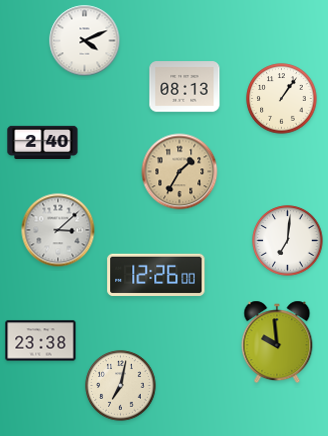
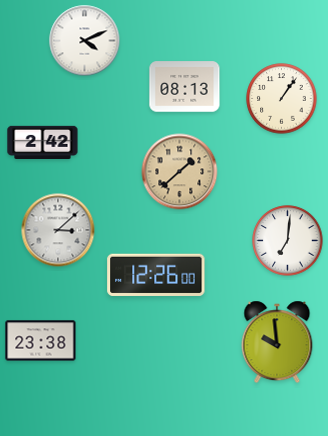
clock at (43, 143): 2:40 -> 2:42
clock at (180, 172): 1:35 -> 1:38
clock at (121, 386): 7:02 -> none
